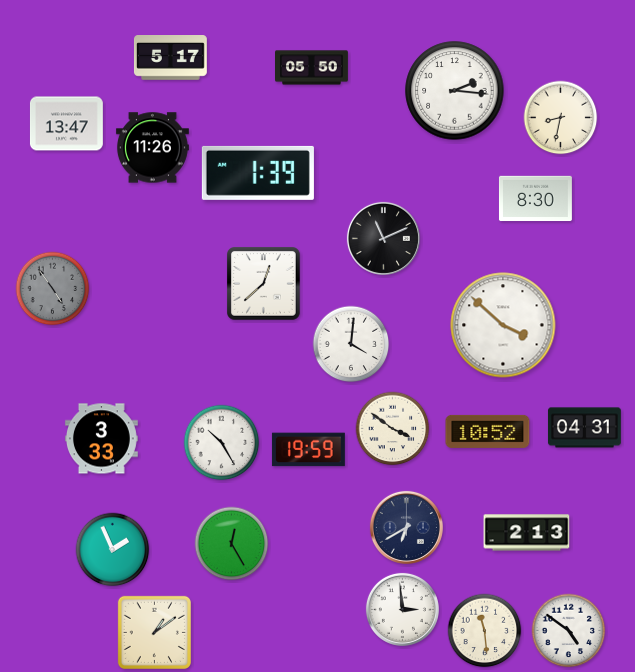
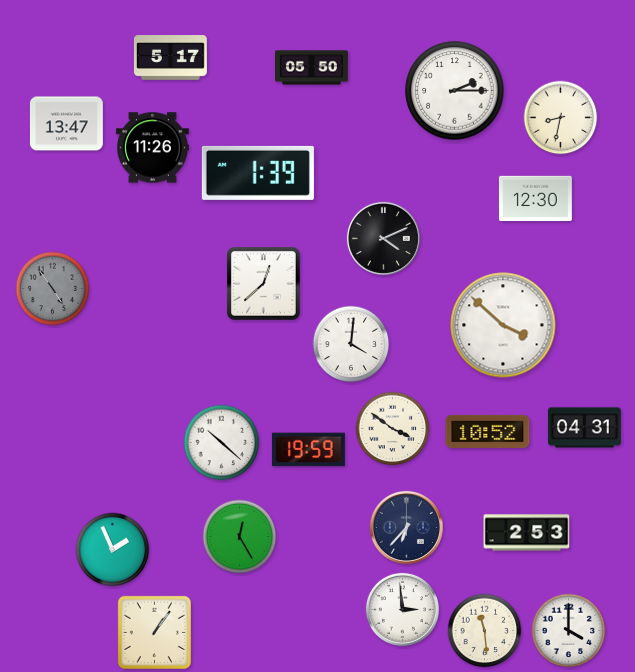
clock at (455, 91): 2:16 -> 2:15
clock at (535, 199): 8:30 -> 12:30
clock at (383, 238): 11:11 -> 4:11
clock at (101, 439): 3:33 -> none
clock at (222, 443): 10:25 -> 10:22
clock at (406, 527): 6:40 -> 6:37
clock at (527, 533): 2:13 -> 2:53
clock at (232, 544) position: (232, 544) -> (240, 537)
clock at (569, 631): 4:51 -> 4:00
clock at (154, 632): 1:09 -> 1:06
